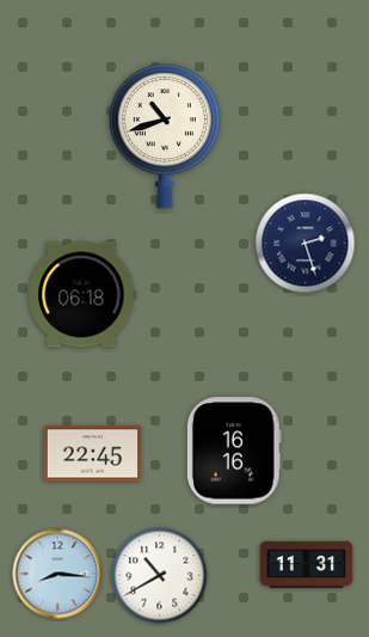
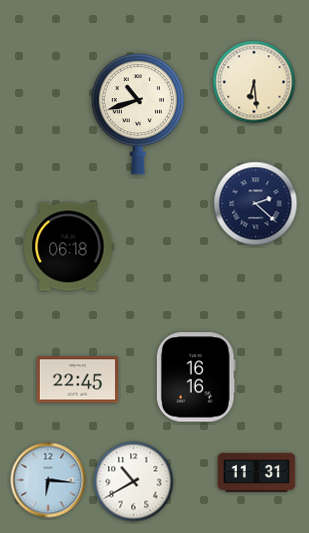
clock at (254, 82): none -> 6:29
clock at (306, 244): 2:27 -> 2:22
clock at (57, 574): 8:16 -> 6:16
